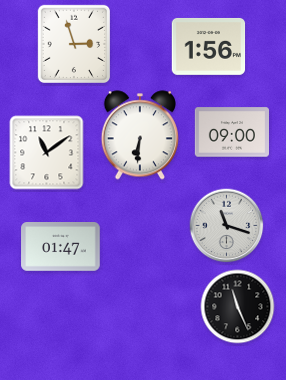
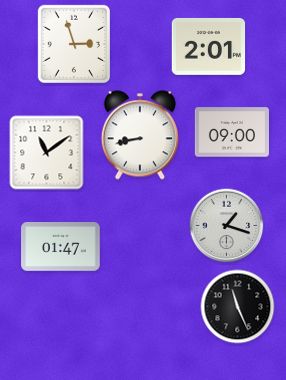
clock at (209, 46): 1:56 -> 2:01
clock at (140, 135): 6:31 -> 8:43
clock at (227, 226): 11:18 -> 1:18
